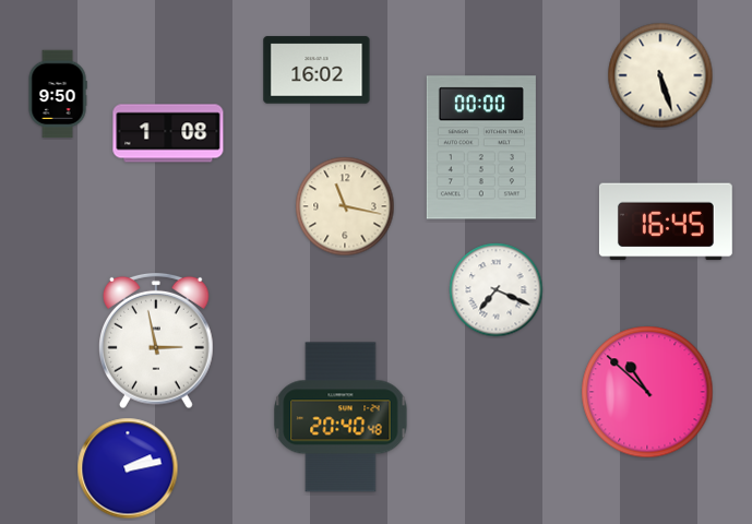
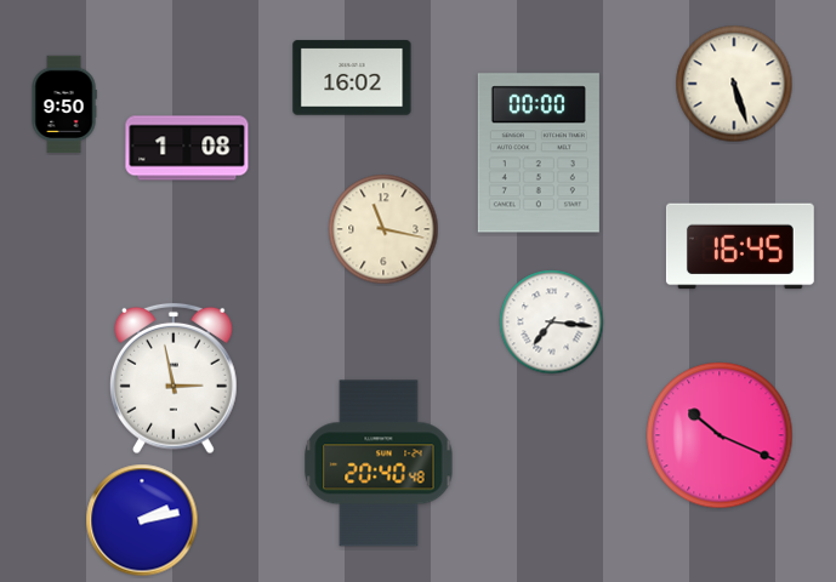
clock at (481, 147) position: (481, 147) -> (539, 153)
clock at (497, 290): 7:19 -> 7:16
clock at (647, 392): 10:52 -> 10:19
